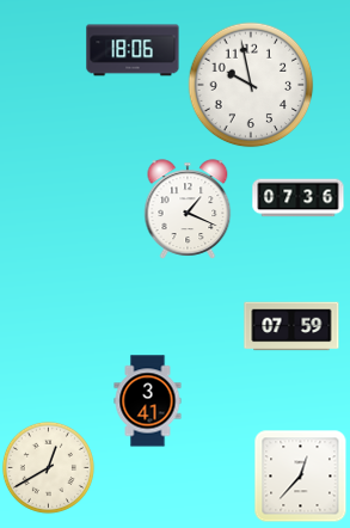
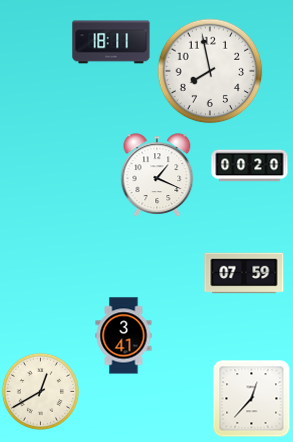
clock at (133, 50): 18:06 -> 18:11
clock at (251, 85): 9:58 -> 7:58
clock at (299, 198): 07:36 -> 00:20
